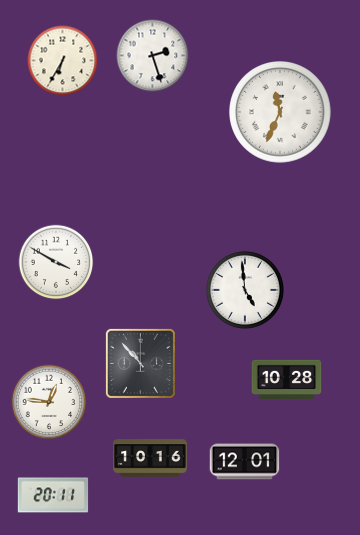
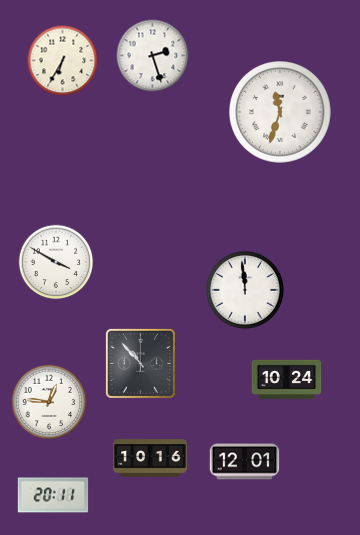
clock at (281, 113): 11:34 -> 11:33
clock at (245, 290): 4:59 -> 11:59
clock at (287, 380): 10:28 -> 10:24
